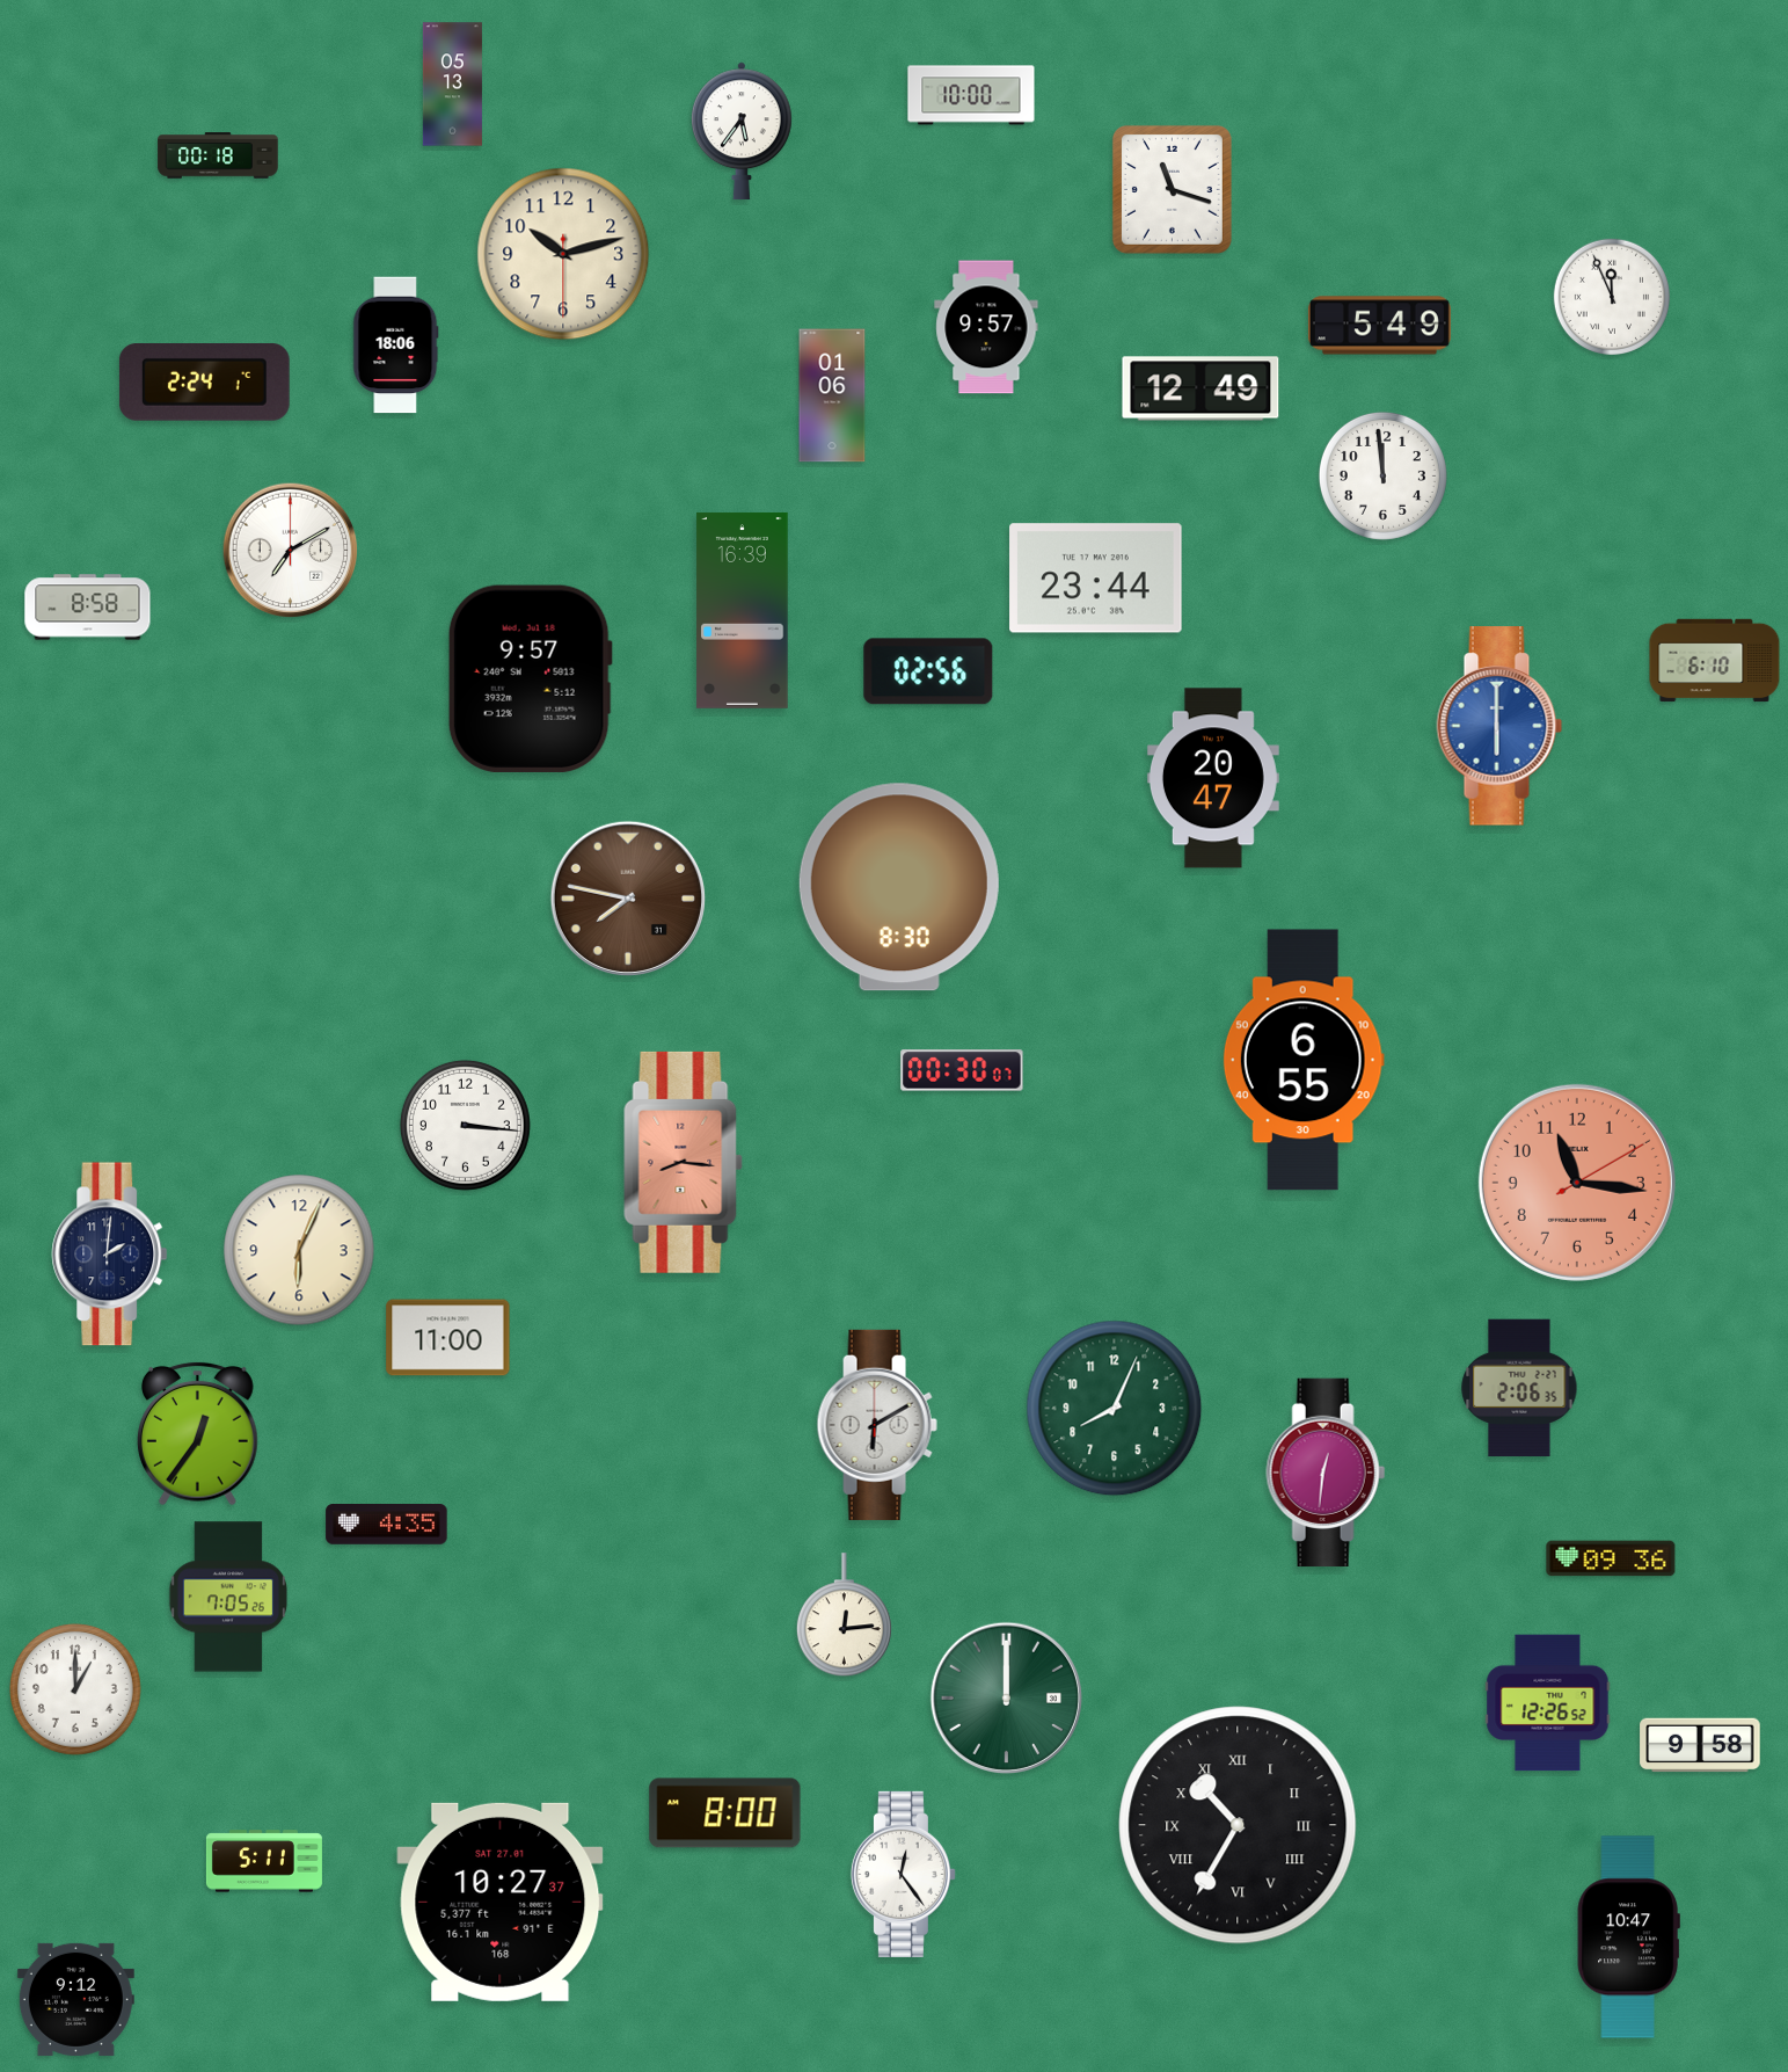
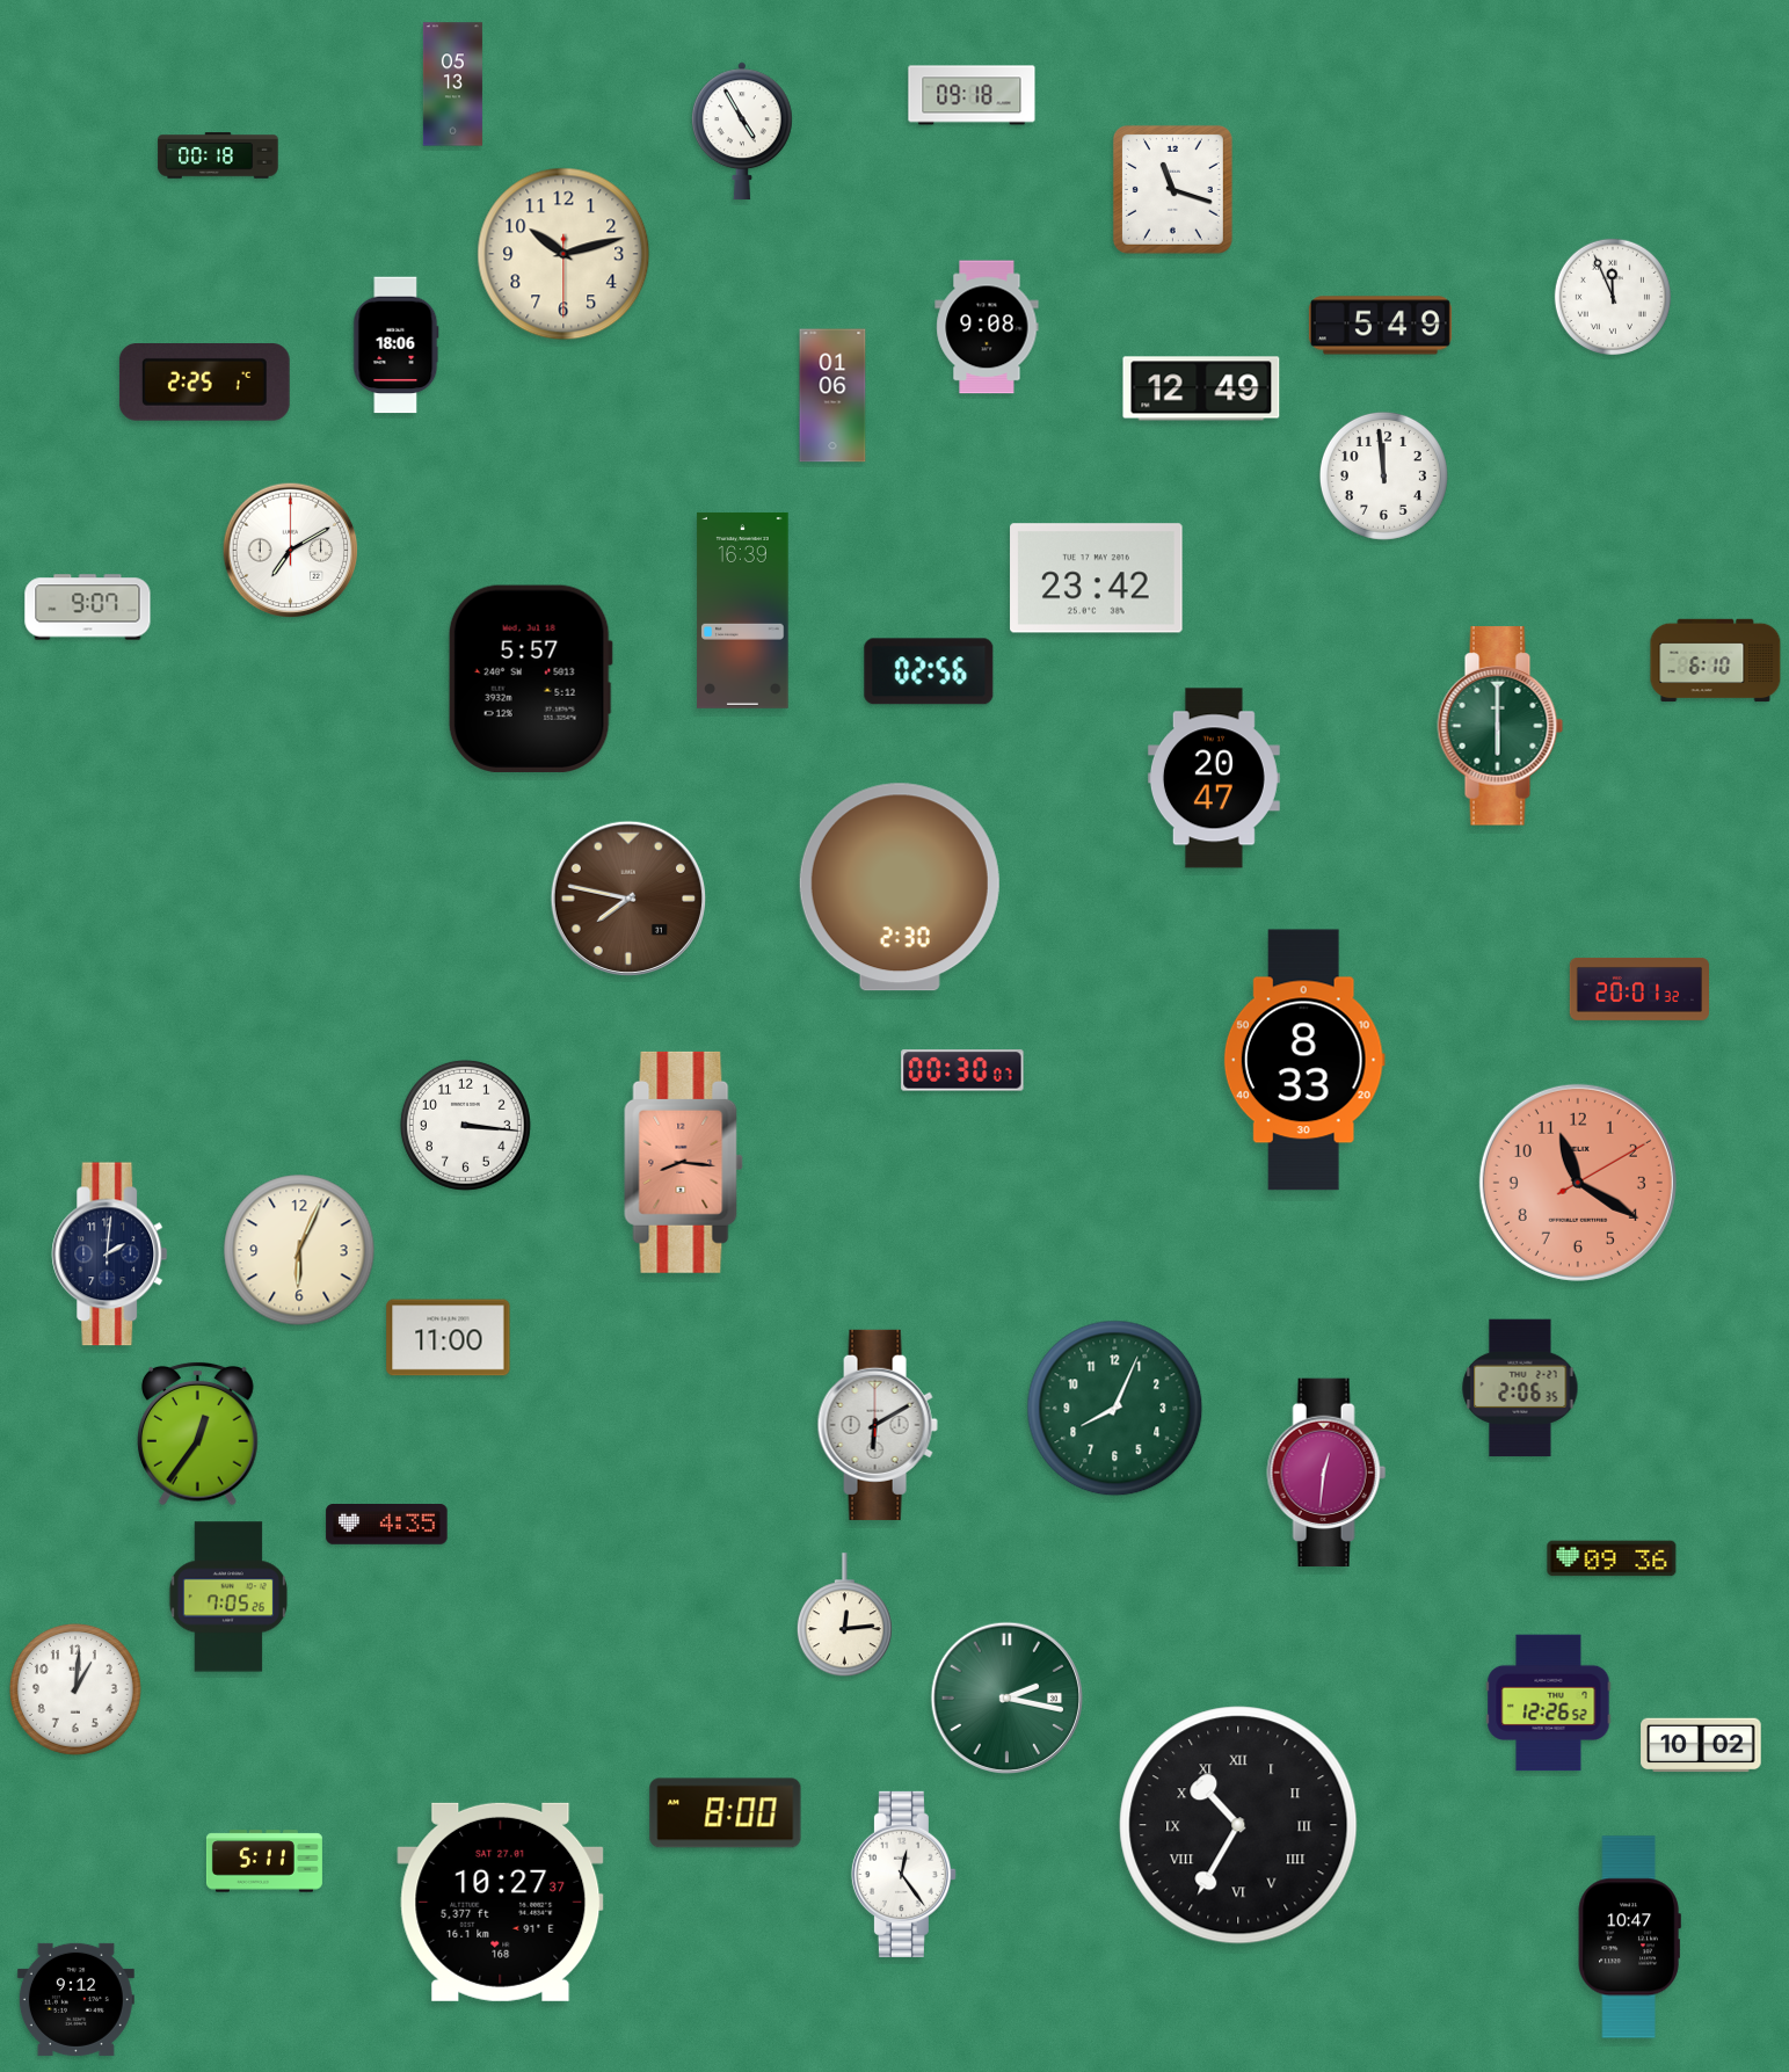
clock at (971, 95): 10:00 -> 09:18
clock at (742, 131): 5:36 -> 4:55
clock at (986, 327): 9:57 -> 9:08
clock at (204, 383): 2:24 -> 2:25
clock at (1096, 579): 23:44 -> 23:42
clock at (88, 608): 8:58 -> 9:07
clock at (530, 678): 9:57 -> 5:57
clock at (1499, 726) dial: blue -> green
clock at (899, 887): 8:30 -> 2:30
clock at (1638, 989): none -> 20:01
clock at (1304, 1060): 6:55 -> 8:33
clock at (1577, 1183): 11:16 -> 11:20
clock at (75, 1689): 1:00 -> 1:01
clock at (1006, 1697): 12:00 -> 2:17
clock at (1700, 1745): 9:58 -> 10:02
